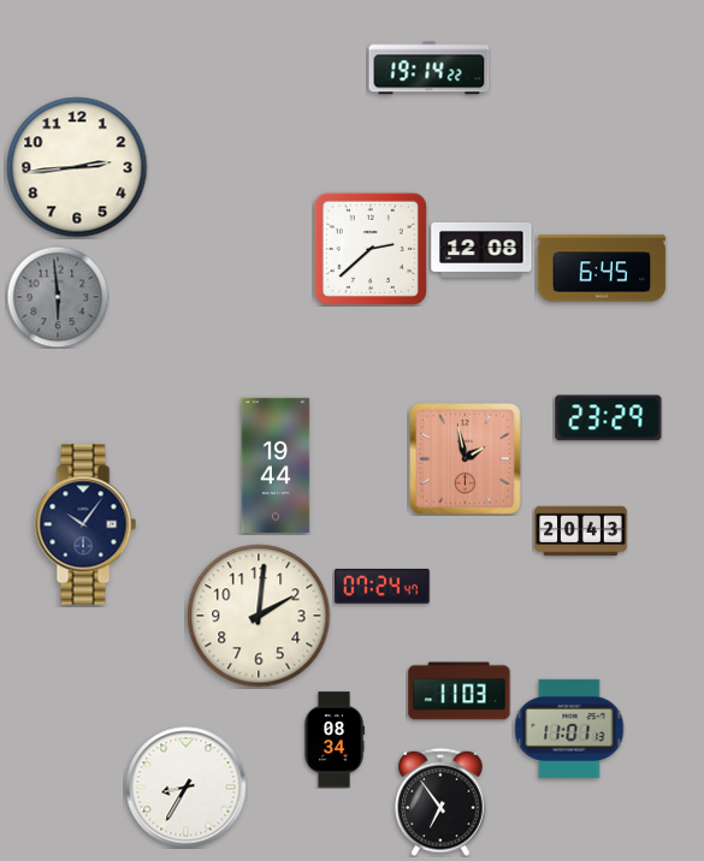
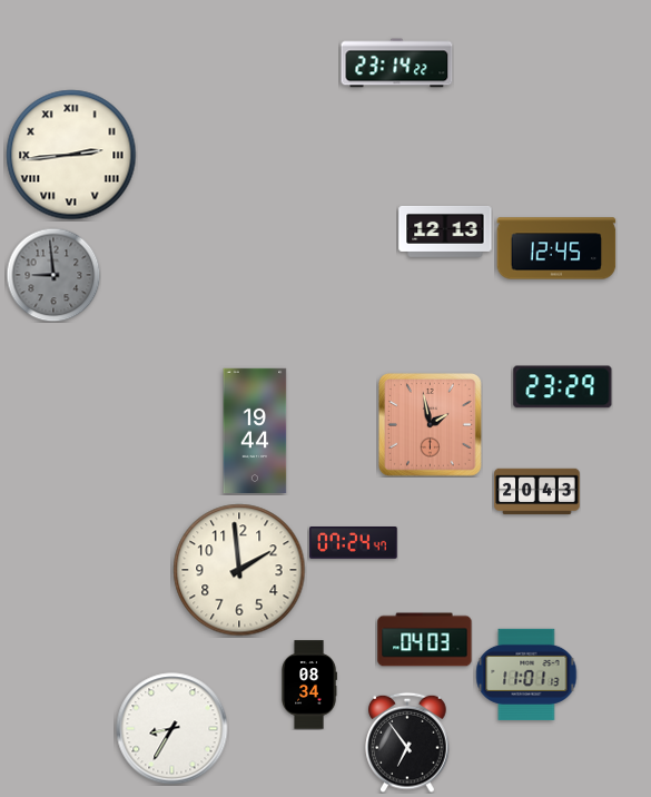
clock at (430, 69): 19:14 -> 23:14
clock at (77, 167) numerals: Arabic -> Roman
clock at (371, 249): 2:38 -> none
clock at (481, 250): 12:08 -> 12:13
clock at (602, 268): 6:45 -> 12:45
clock at (58, 297): 5:59 -> 8:59
clock at (85, 524): 10:06 -> none
clock at (259, 616): 2:01 -> 1:59
clock at (460, 691): 11:03 -> 04:03
